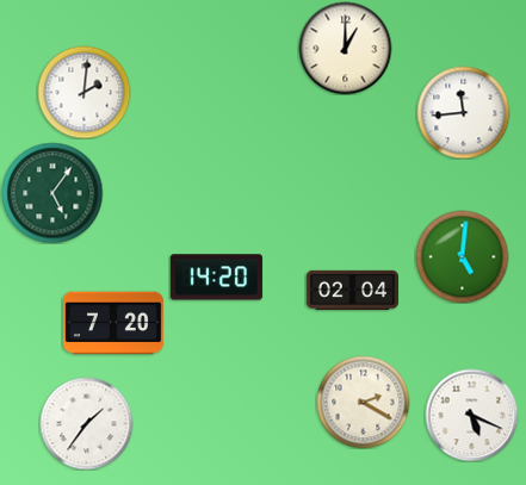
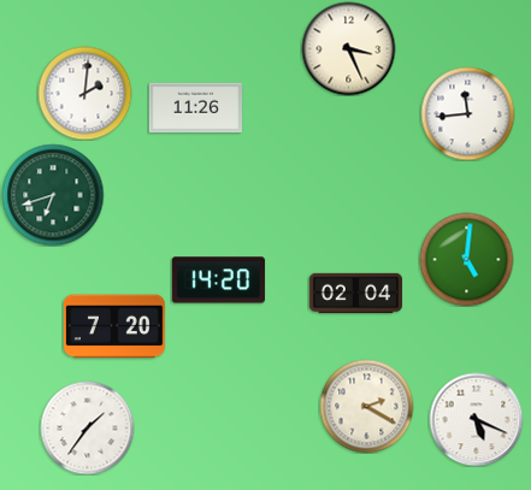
clock at (345, 48): 1:00 -> 3:26
clock at (195, 108): none -> 11:26
clock at (52, 193): 5:06 -> 6:42
